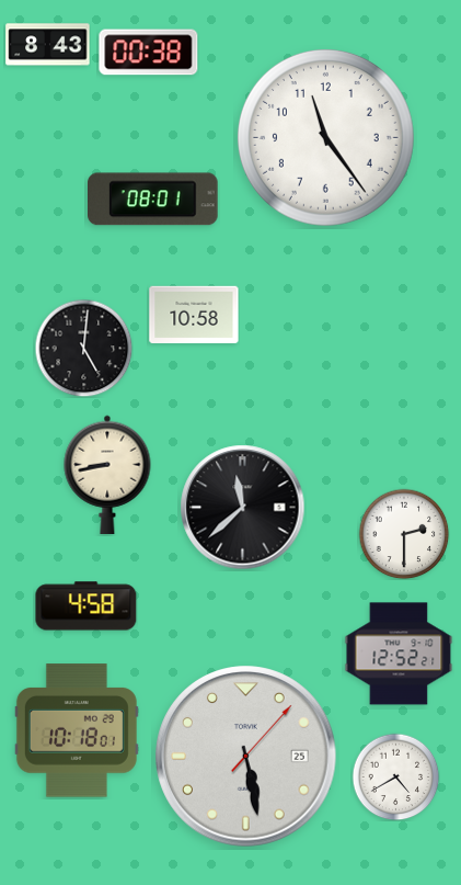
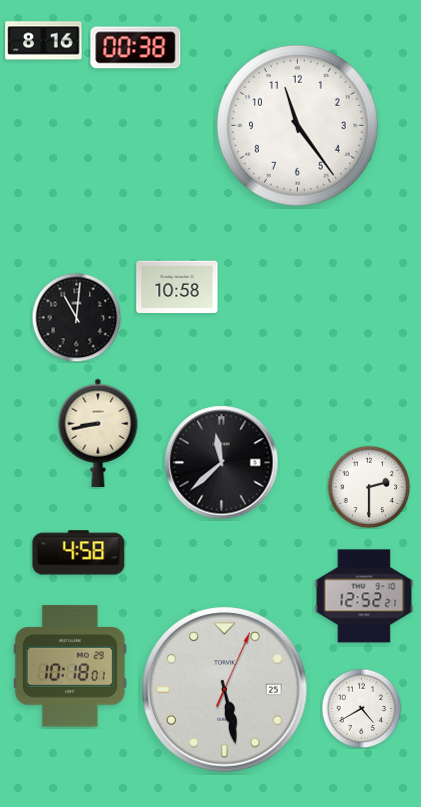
clock at (48, 45): 8:43 -> 8:16
clock at (153, 200): 08:01 -> none
clock at (83, 348): 5:01 -> 11:01
clock at (246, 757): 5:28:07 -> 5:28:04
